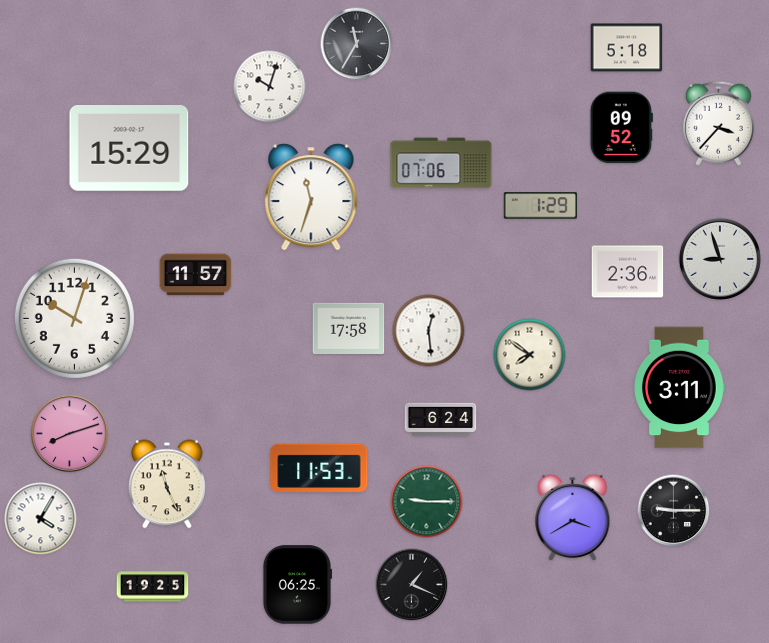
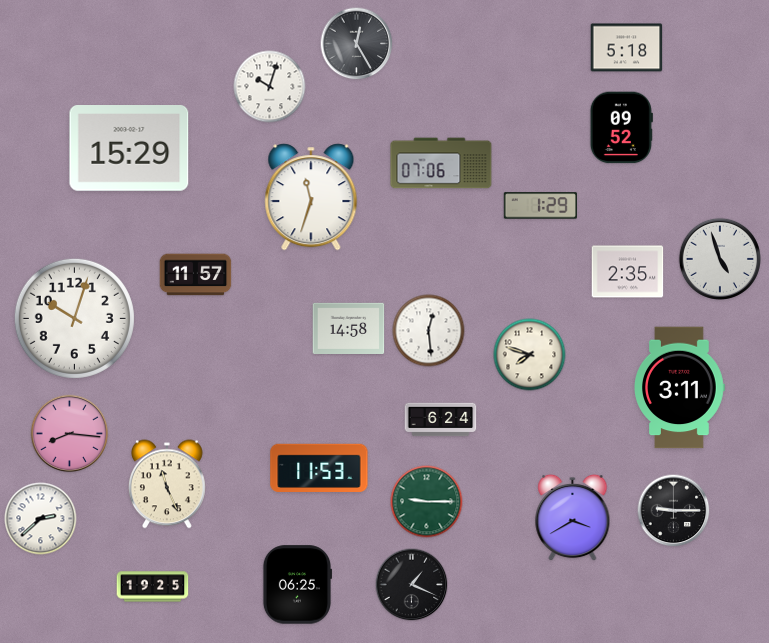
clock at (357, 44): 11:35 -> 12:25
clock at (718, 123): 3:37 -> none
clock at (720, 259): 8:57 -> 4:57
clock at (628, 272): 2:36 -> 2:35
clock at (349, 328): 17:58 -> 14:58
clock at (530, 355): 7:51 -> 7:48
clock at (70, 434): 8:12 -> 8:16
clock at (41, 519): 4:05 -> 2:38
